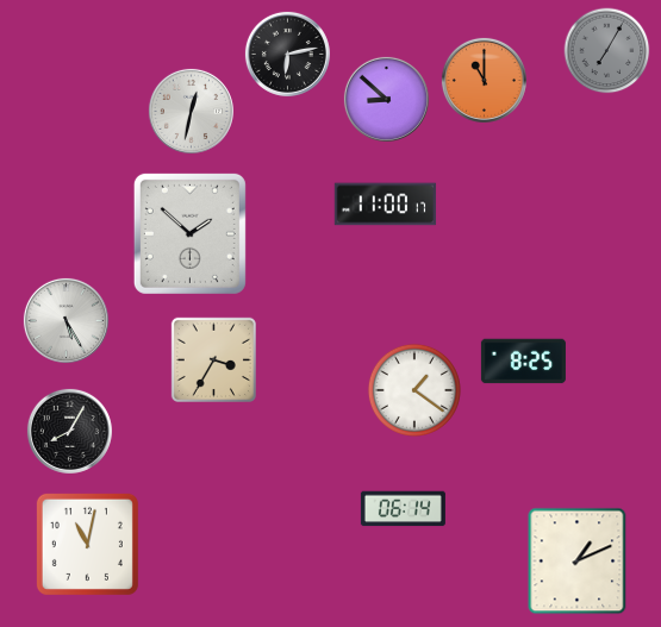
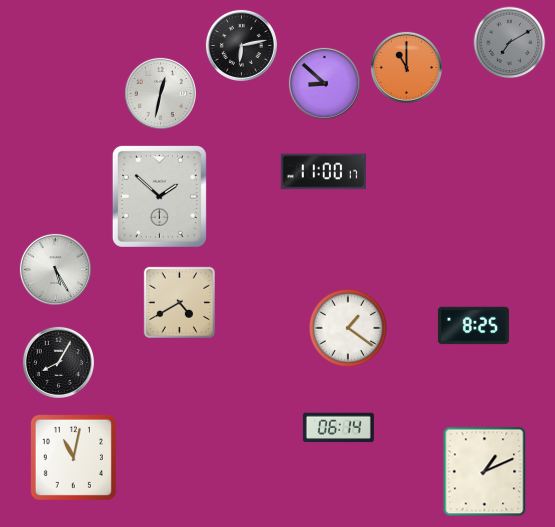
clock at (607, 51): 7:05 -> 7:10
clock at (213, 359): 3:35 -> 4:40
clock at (523, 362) position: (523, 362) -> (473, 326)
